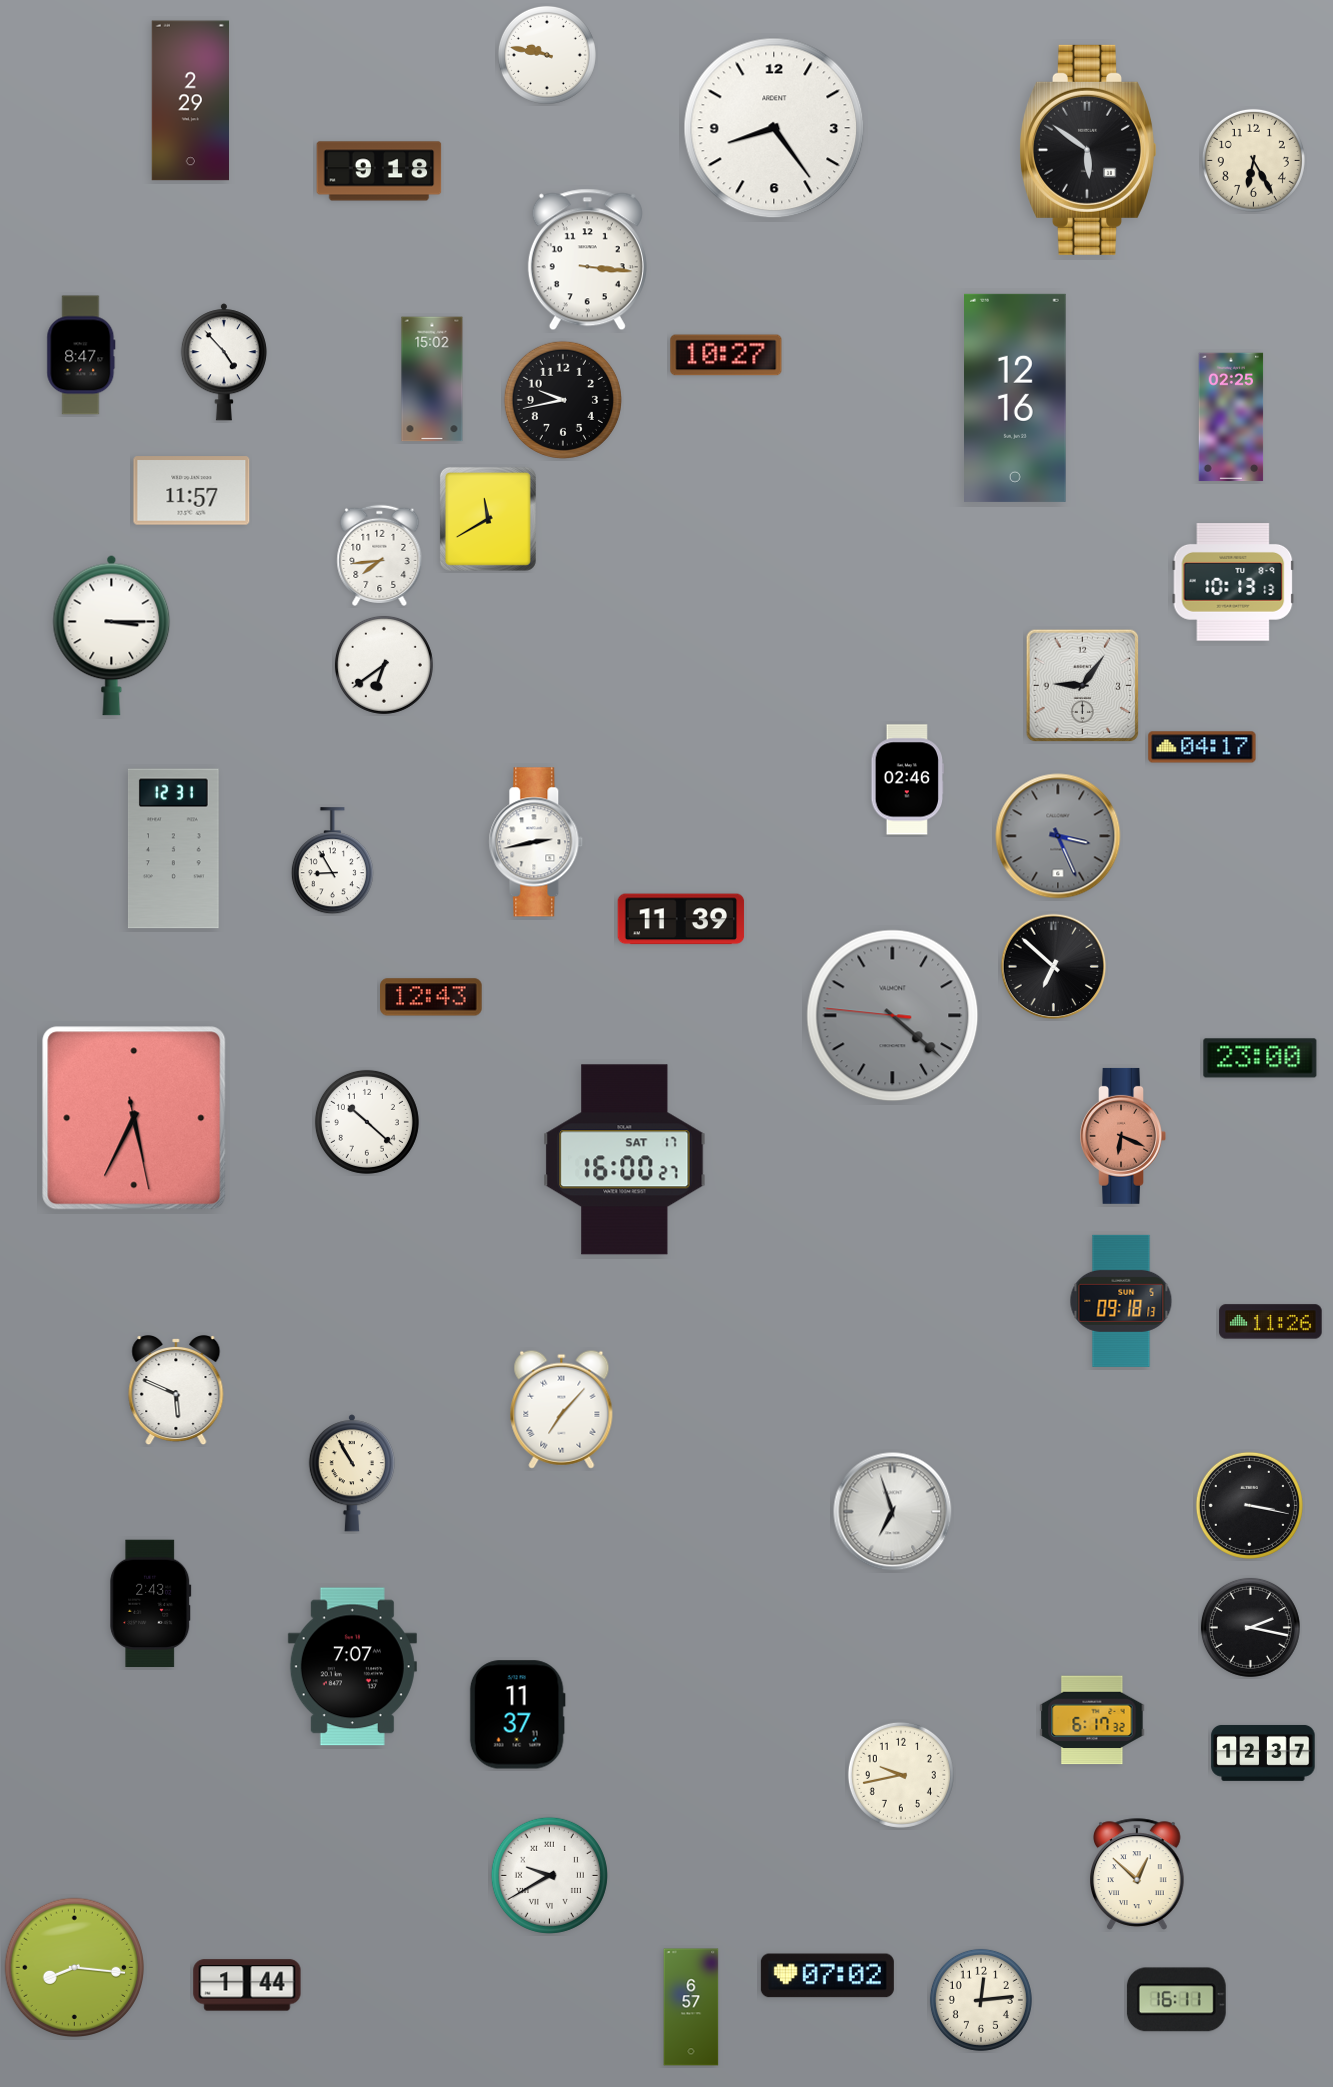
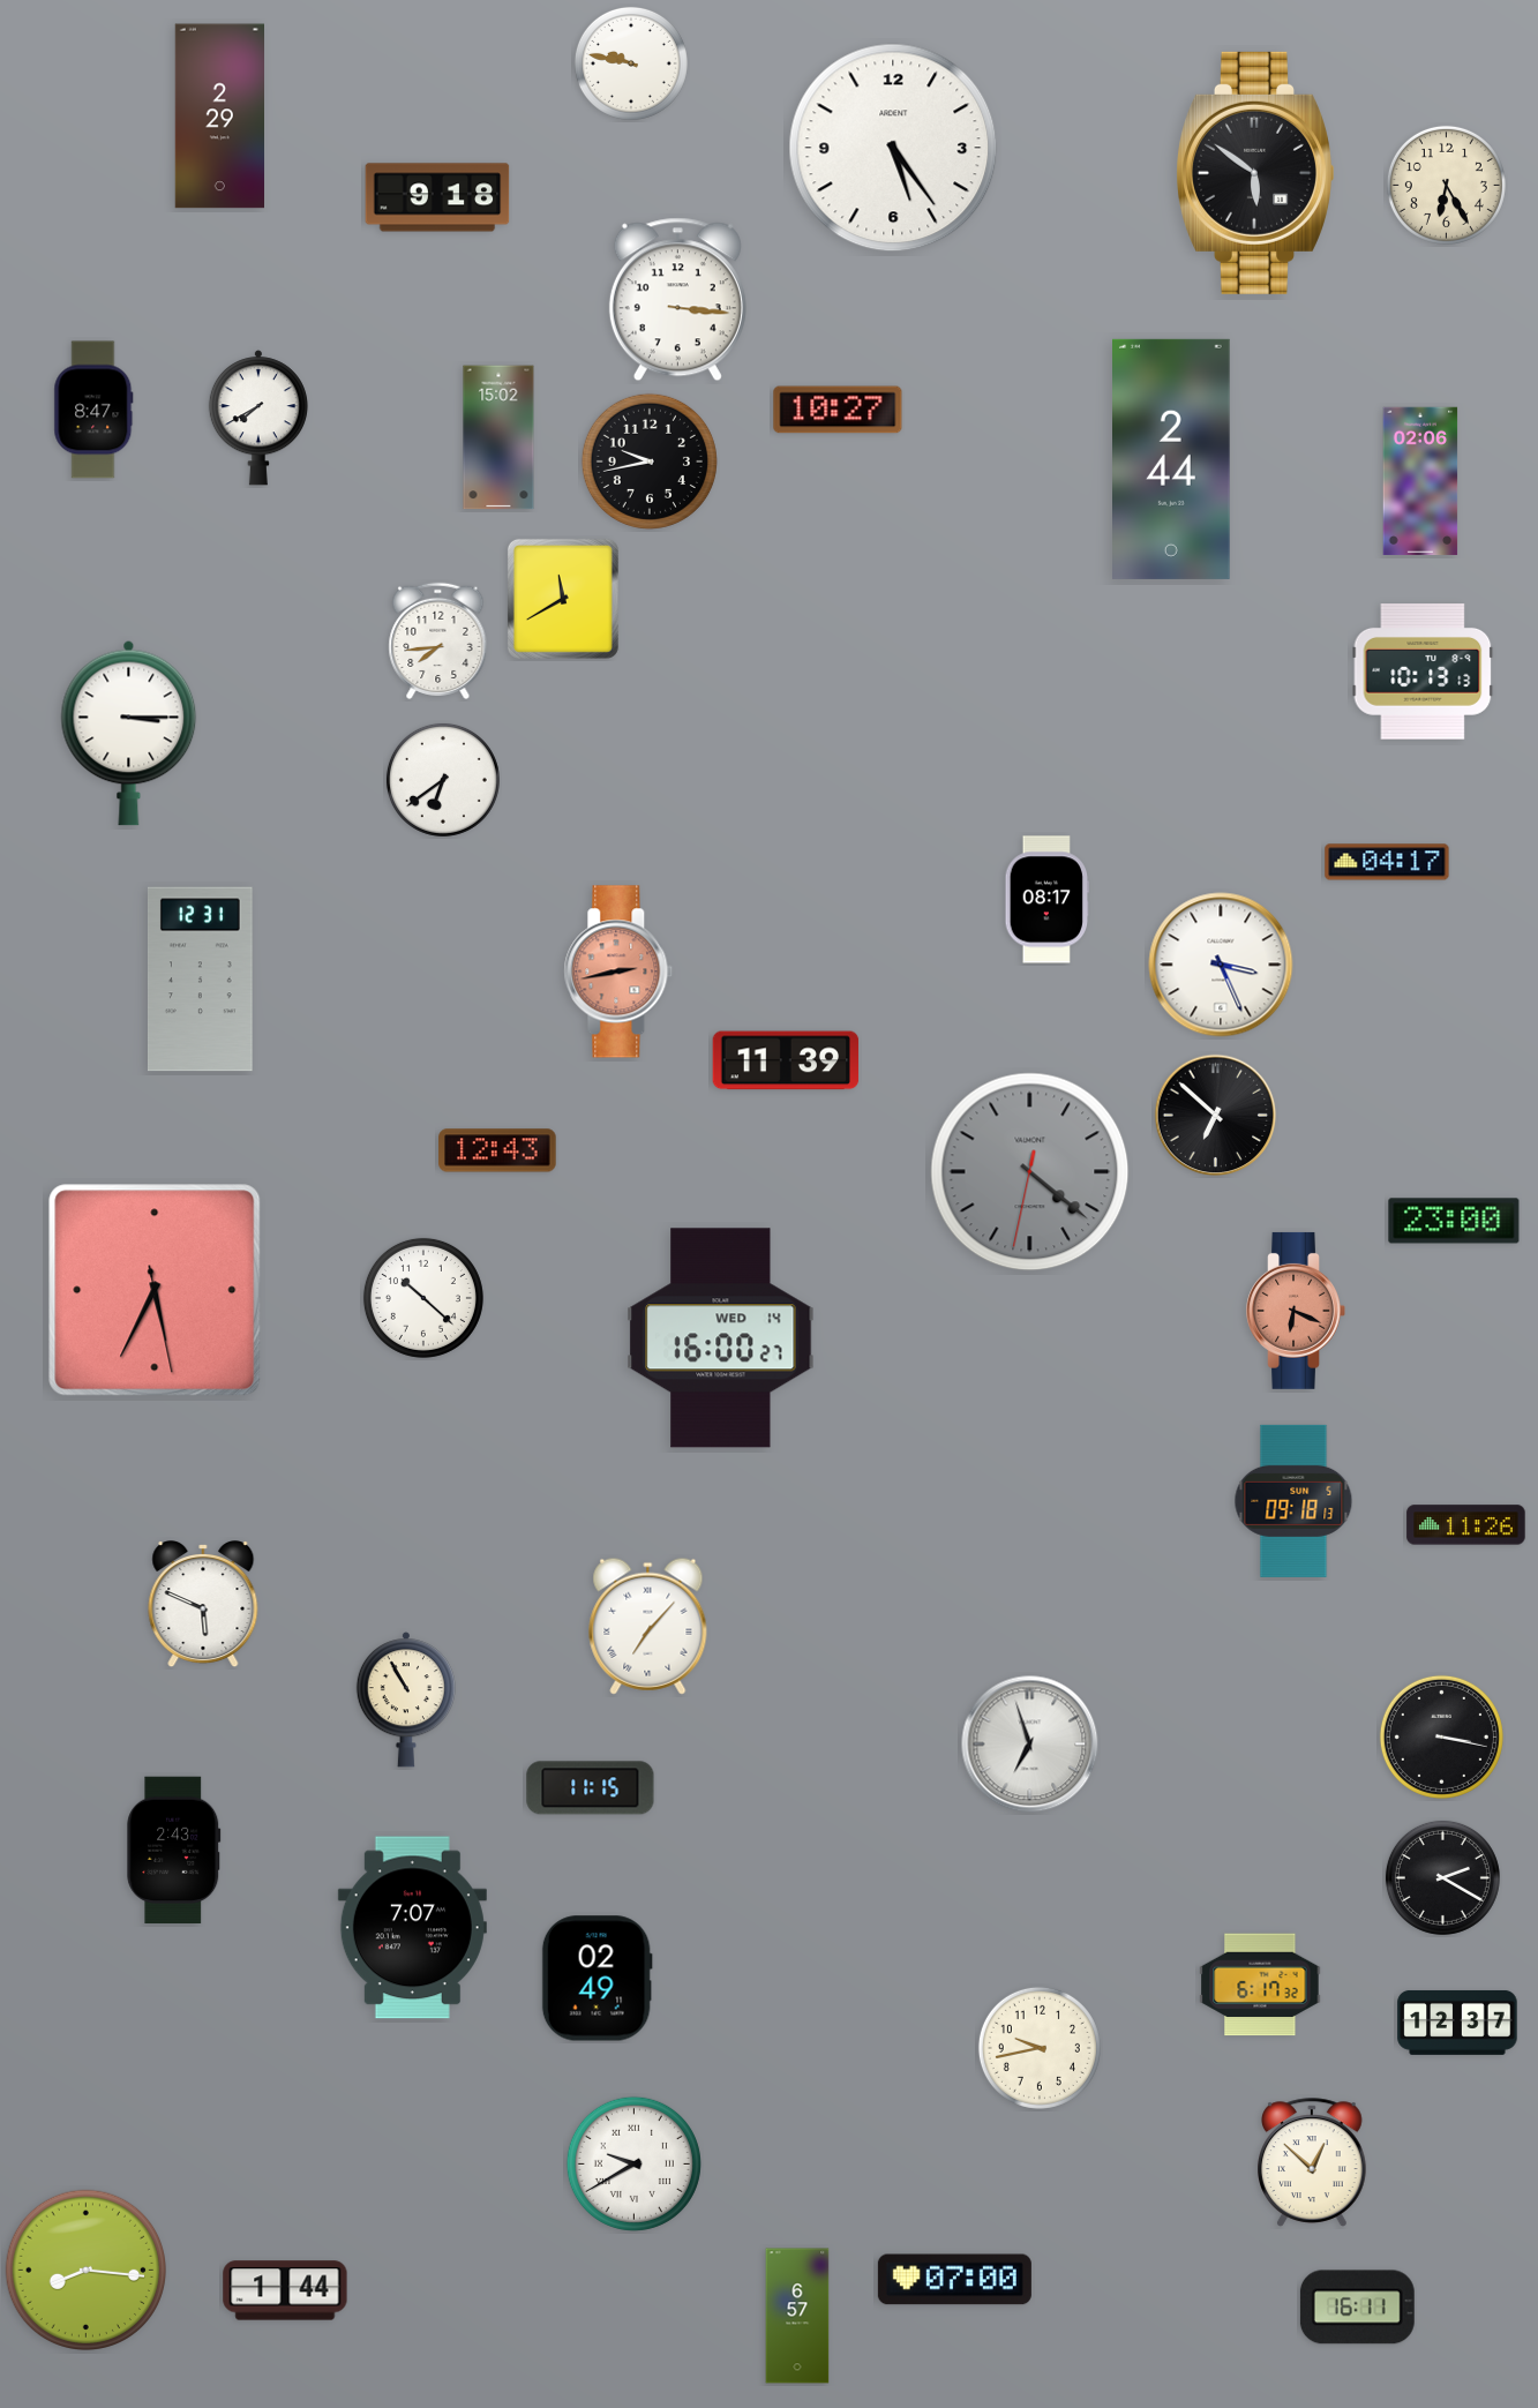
clock at (774, 128): 8:24 -> 5:24
clock at (224, 362): 4:53 -> 7:40
clock at (1016, 398): 12:16 -> 2:44
clock at (1231, 417): 02:25 -> 02:06
clock at (192, 491): 11:57 -> none
clock at (384, 665) position: (384, 665) -> (443, 780)
clock at (1083, 686): 9:06 -> none
clock at (908, 780): 02:46 -> 08:17
clock at (1058, 836) dial: grey -> white
clock at (536, 842) dial: white -> salmon
clock at (332, 861): 8:55 -> none
clock at (893, 1016): 4:21:46 -> 4:21:32
clock at (367, 1122) position: (367, 1122) -> (423, 1298)
clock at (625, 1160) date: SAT 17 -> WED 14
clock at (591, 1788): none -> 11:15
clock at (1250, 1627): 2:17 -> 2:20
clock at (352, 1667) position: (352, 1667) -> (412, 1928)
clock at (517, 1715): 11:37 -> 02:49
clock at (827, 1976): 07:02 -> 07:00
clock at (981, 2000): 12:14 -> none
